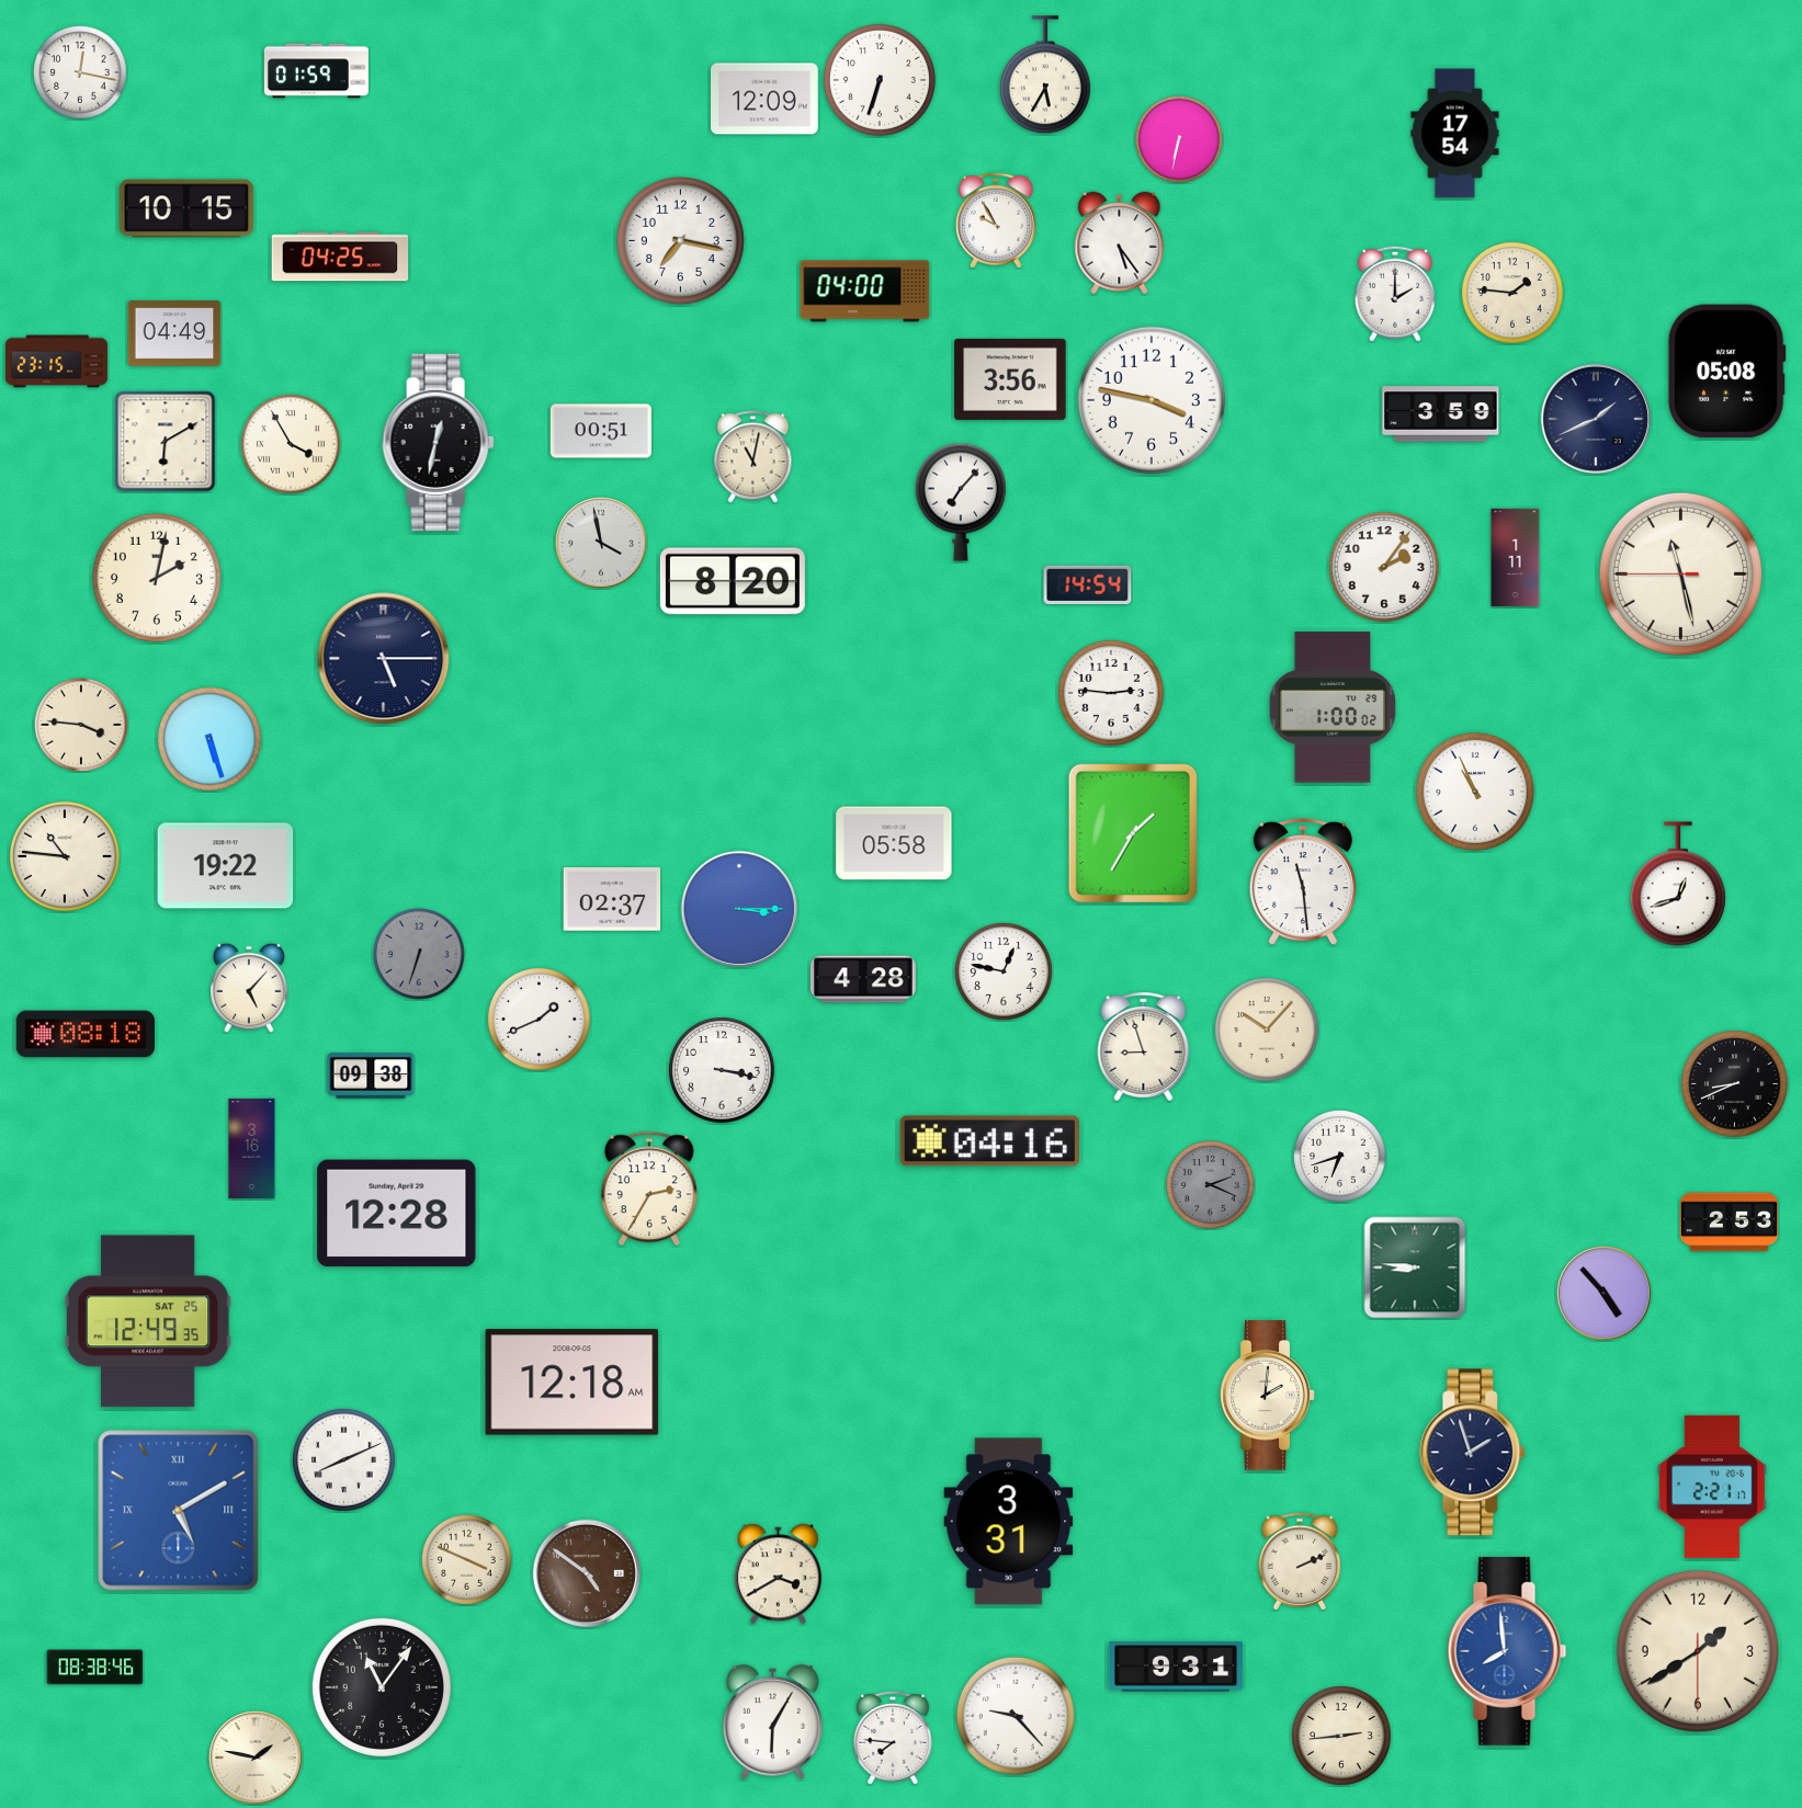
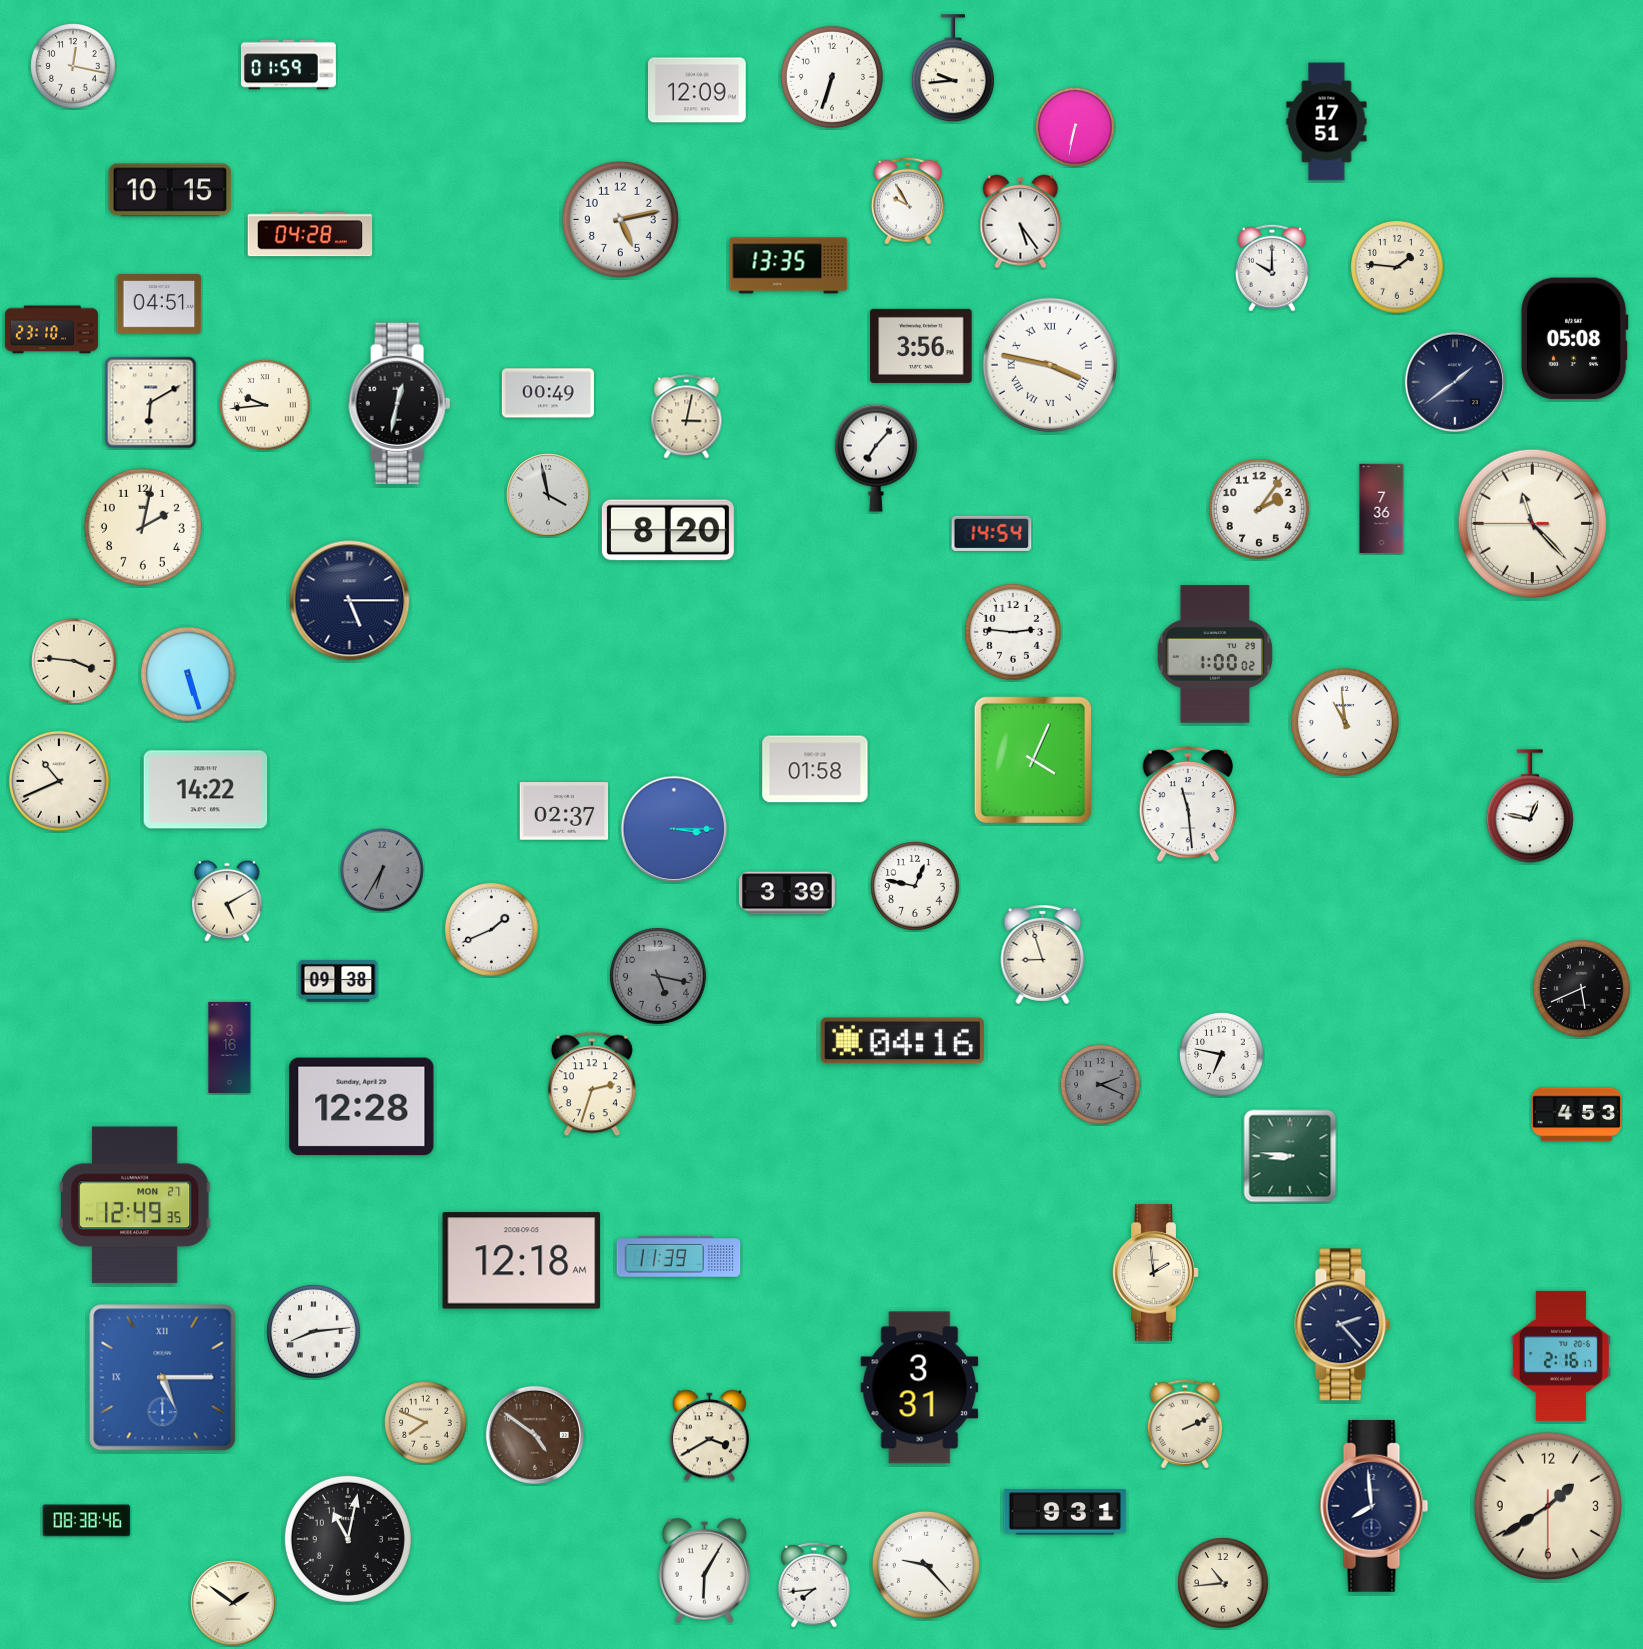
clock at (1045, 76): 5:35 -> 9:44
clock at (880, 80) position: (880, 80) -> (832, 77)
clock at (1455, 134): 17:54 -> 17:51
clock at (680, 240): 7:17 -> 5:13
clock at (340, 257): 04:25 -> 04:28
clock at (865, 292): 04:00 -> 13:35
clock at (1395, 294): 2:00 -> 10:00
clock at (1514, 294) position: (1514, 294) -> (1398, 268)
clock at (174, 333): 04:49 -> 04:51
clock at (56, 362): 23:15 -> 23:10
clock at (1152, 400) numerals: Arabic -> Roman
clock at (1441, 414): 3:59 -> none
clock at (1596, 419): 1:41 -> 1:39
clock at (601, 431): 00:51 -> 00:49
clock at (292, 445): 3:55 -> 9:44
clock at (753, 457): 11:02 -> 3:02
clock at (1516, 558): 1:11 -> 7:36
clock at (1384, 567) position: (1384, 567) -> (1259, 509)
clock at (1680, 573): 11:27 -> 11:22
clock at (1333, 707) position: (1333, 707) -> (1215, 654)
clock at (211, 740) position: (211, 740) -> (189, 675)
clock at (1475, 792): 10:56 -> 10:59
clock at (1132, 832): 1:35 -> 4:04
clock at (894, 843): 05:58 -> 01:58
clock at (65, 856): 10:46 -> 10:41
clock at (226, 866): 19:22 -> 14:22
clock at (1678, 884): 12:42 -> 12:47
clock at (612, 899) position: (612, 899) -> (564, 811)
clock at (419, 954): 6:33 -> 6:35
clock at (863, 979): 4:28 -> 3:39
clock at (249, 988): 5:07 -> 5:10
clock at (1268, 1031): 10:07 -> none
clock at (84, 1034): 08:18 -> none
clock at (722, 1070): 3:17 -> 5:17
clock at (722, 1070) dial: white -> grey
clock at (1734, 1083): 8:41 -> 5:41
clock at (1340, 1157): 6:42 -> 6:47
clock at (1211, 1185) position: (1211, 1185) -> (1101, 1085)
clock at (649, 1189): 2:35 -> 2:33
clock at (1730, 1223): 2:53 -> 4:53
clock at (1605, 1294): 4:53 -> none
clock at (148, 1321) date: SAT 25 -> MON 27
clock at (679, 1257): none -> 11:39
clock at (1268, 1396): 2:01 -> 1:59
clock at (1473, 1453): 1:57 -> 2:23
clock at (344, 1460): 8:11 -> 8:14
clock at (1712, 1487): 2:21 -> 2:16
clock at (179, 1511): 5:10 -> 5:15
clock at (467, 1560): 3:49 -> 7:49
clock at (1507, 1651) dial: blue -> navy
clock at (1176, 1667) position: (1176, 1667) -> (1065, 1512)
clock at (382, 1687): 11:06 -> 11:02
clock at (1342, 1737): 2:44 -> 10:44
clock at (893, 1738): 7:46 -> 7:44
clock at (256, 1758): 1:47 -> 1:51
